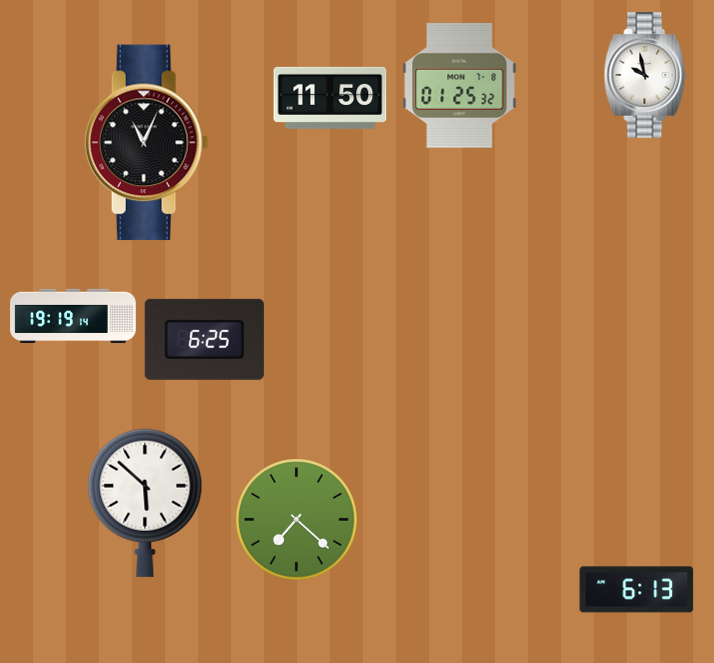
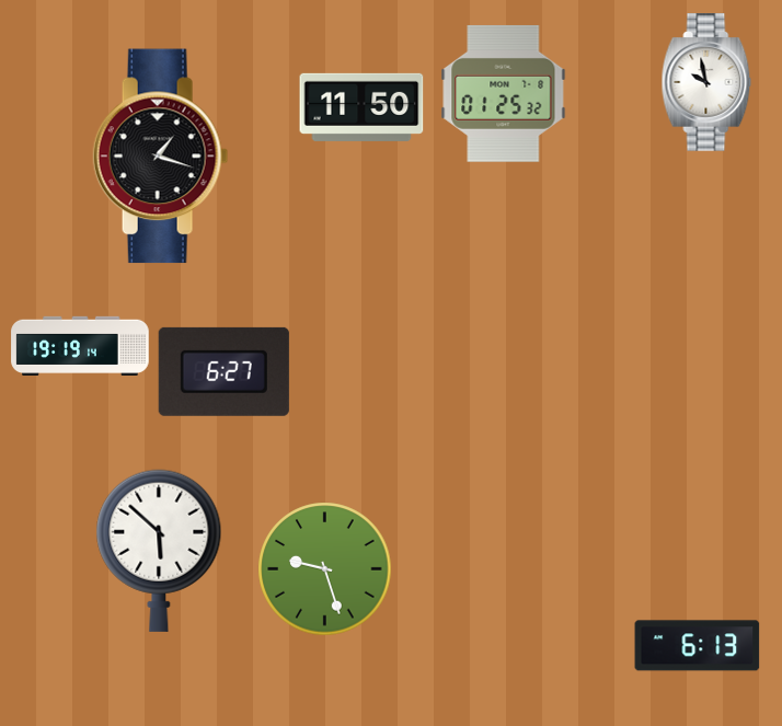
clock at (147, 143): 11:04 -> 1:18
clock at (204, 339): 6:25 -> 6:27
clock at (297, 520): 7:22 -> 9:27
